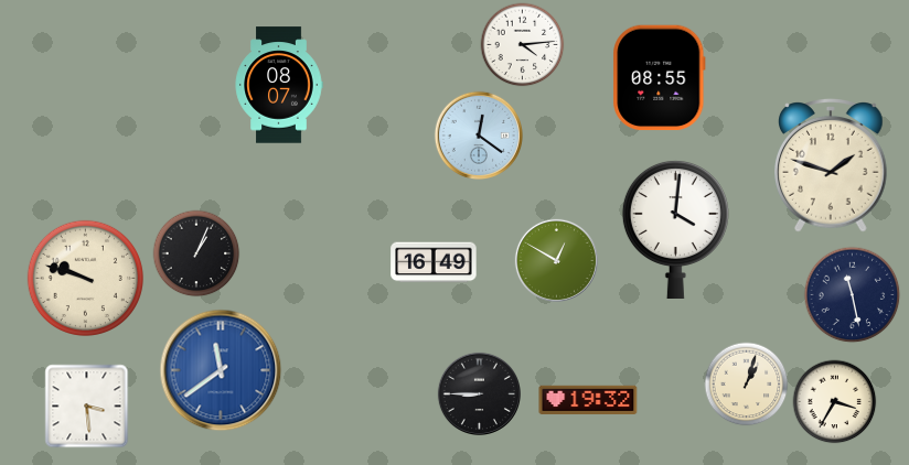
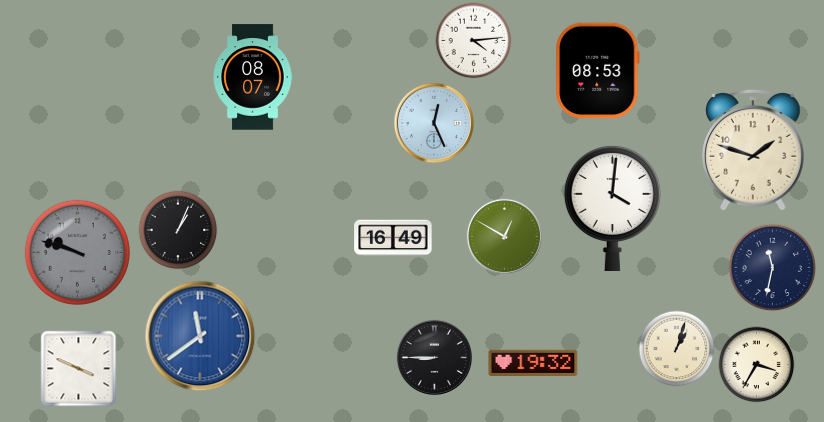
clock at (660, 78): 08:55 -> 08:53
clock at (478, 134): 12:21 -> 12:26
clock at (85, 278) dial: cream -> grey
clock at (853, 295): 11:28 -> 11:32
clock at (87, 407): 3:29 -> 3:49
